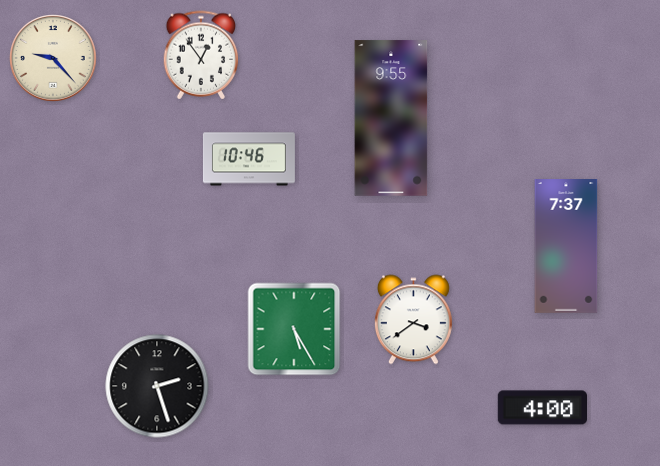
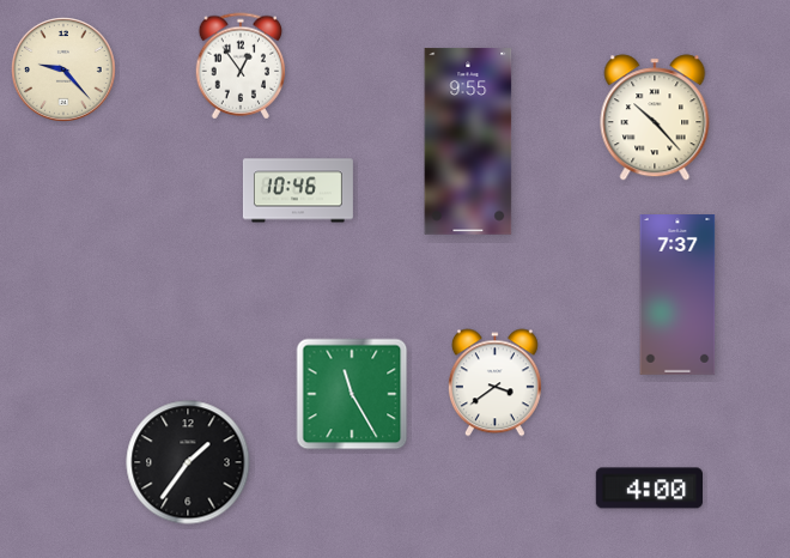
clock at (655, 117): none -> 10:23
clock at (294, 329): 5:25 -> 11:25
clock at (157, 386): 2:27 -> 1:36
